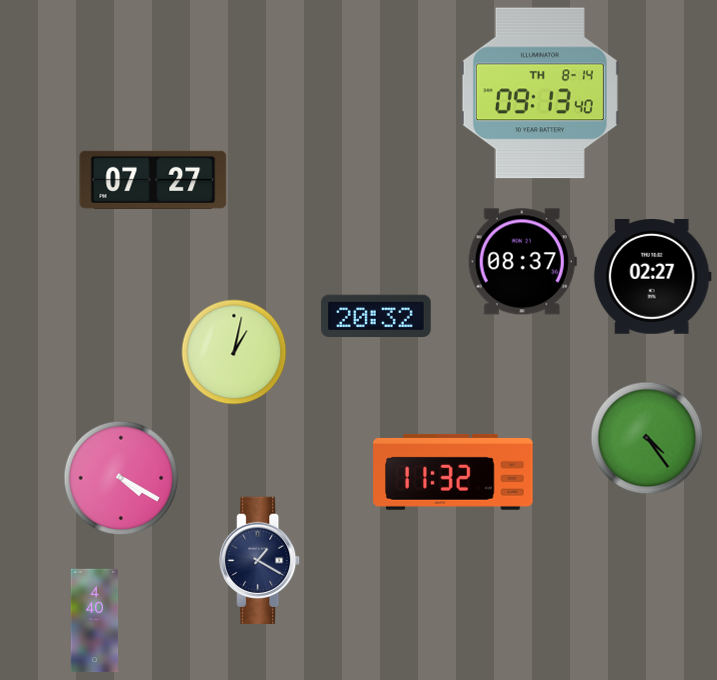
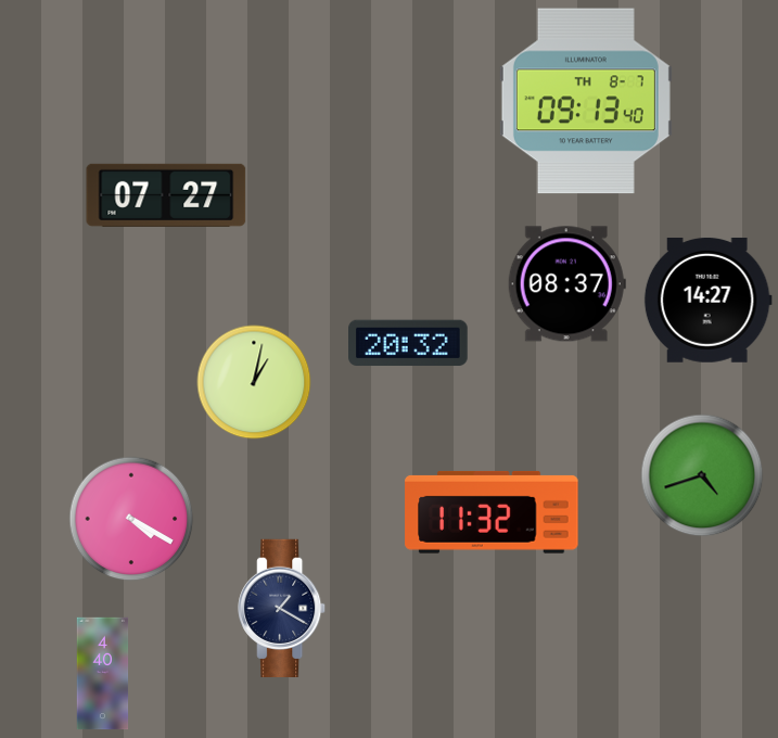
clock at (540, 93) date: TH 8-14 -> TH 8-7
clock at (652, 276): 02:27 -> 14:27
clock at (647, 438): 4:24 -> 4:42
